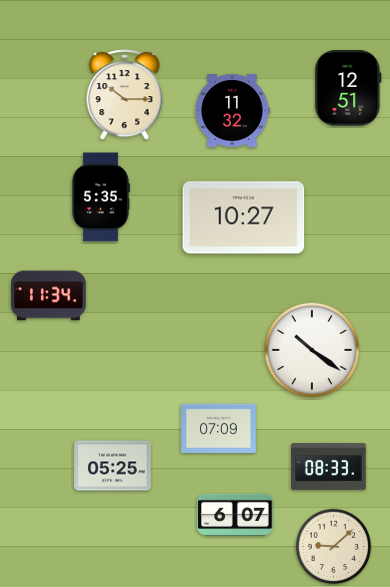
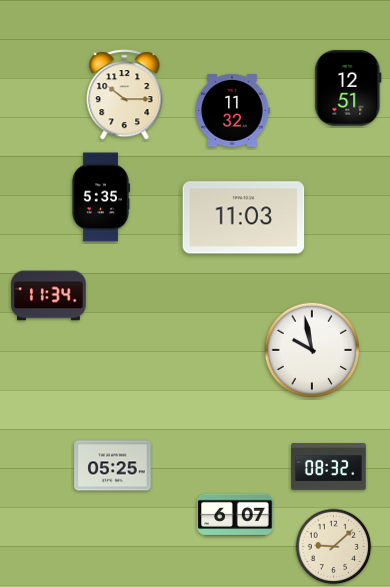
clock at (244, 218): 10:27 -> 11:03
clock at (312, 350): 10:21 -> 9:58
clock at (219, 428): 07:09 -> none
clock at (329, 467): 08:33 -> 08:32
